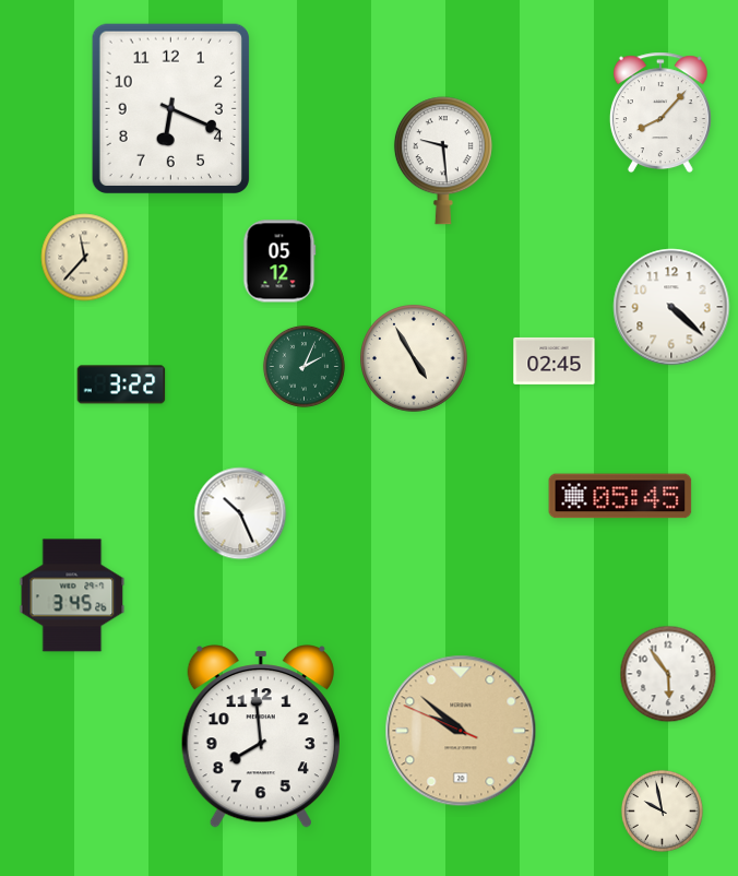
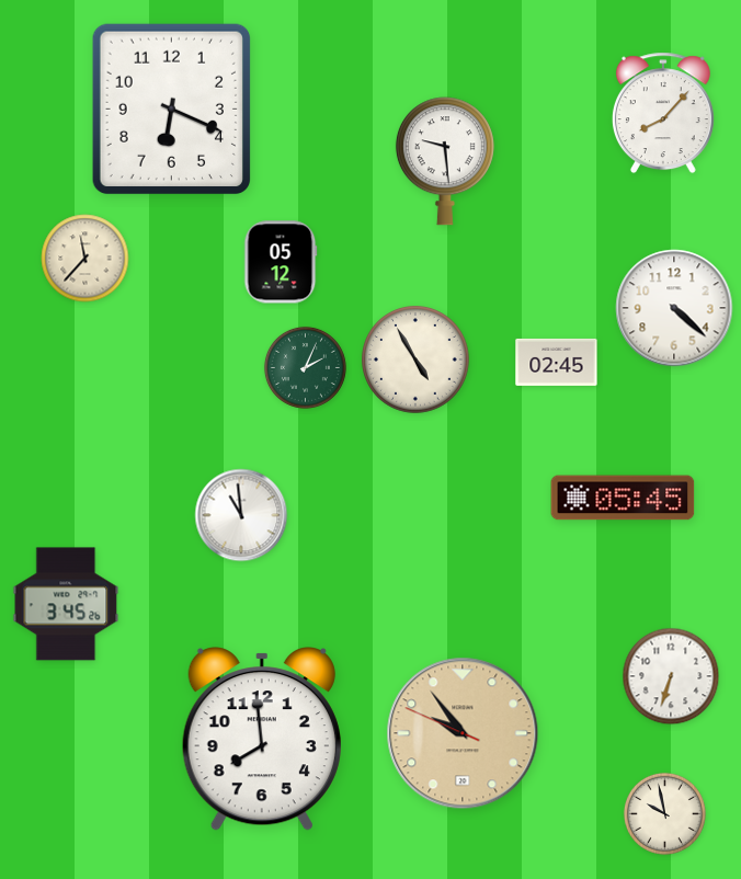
clock at (121, 384): 3:22 -> none
clock at (240, 513): 10:26 -> 10:59
clock at (72, 595) position: (72, 595) -> (66, 604)
clock at (668, 674): 5:54 -> 6:33
clock at (461, 731): 9:51 -> 9:53
